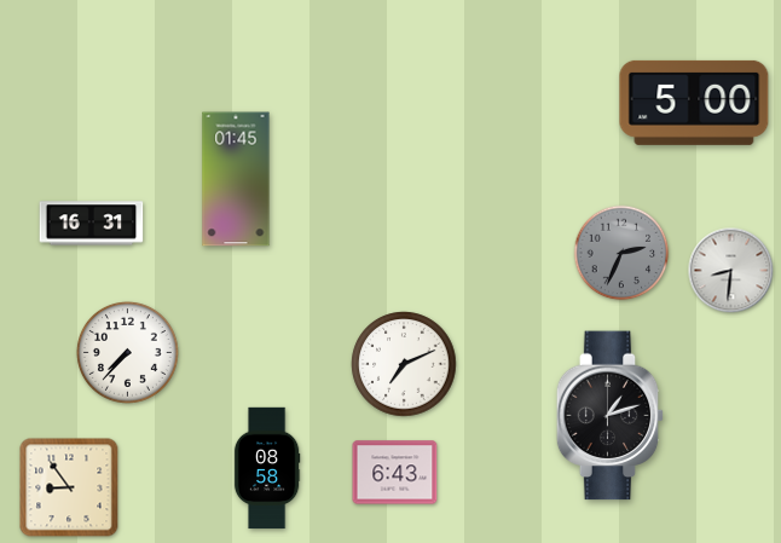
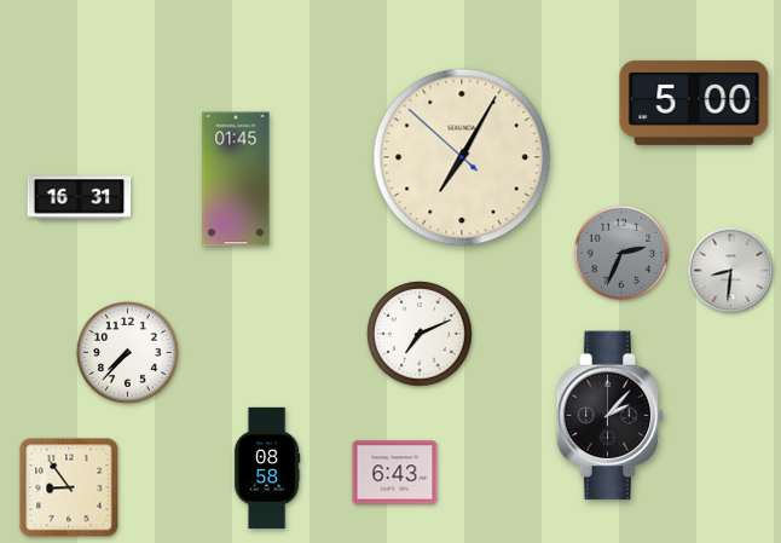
clock at (462, 157): none -> 7:04
clock at (92, 224) position: (92, 224) -> (80, 198)
clock at (404, 364) position: (404, 364) -> (420, 334)
clock at (611, 416): 1:12 -> 2:07
